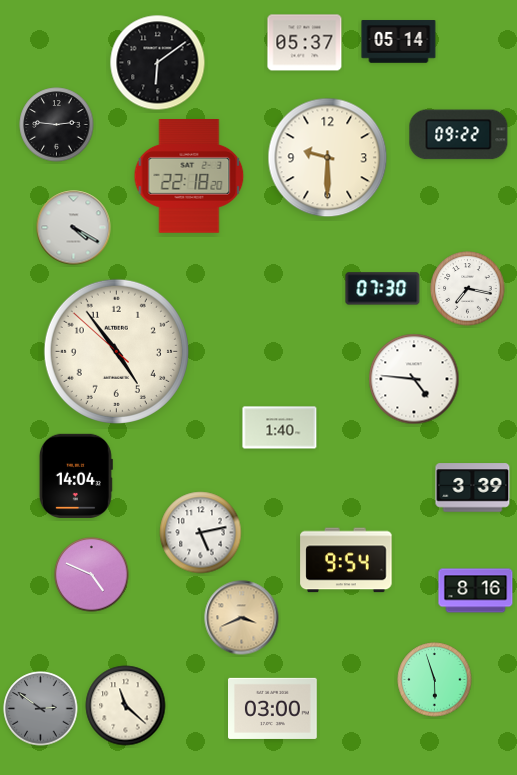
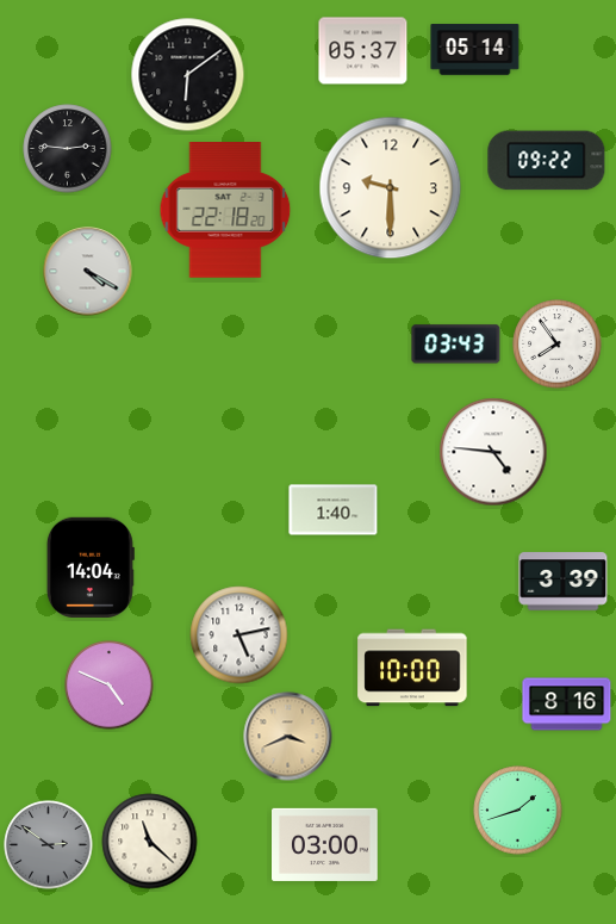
clock at (383, 289): 07:30 -> 03:43
clock at (468, 289): 7:17 -> 7:54
clock at (116, 351): 4:53 -> none
clock at (346, 560): 9:54 -> 10:00
clock at (435, 680): 5:57 -> 1:42
